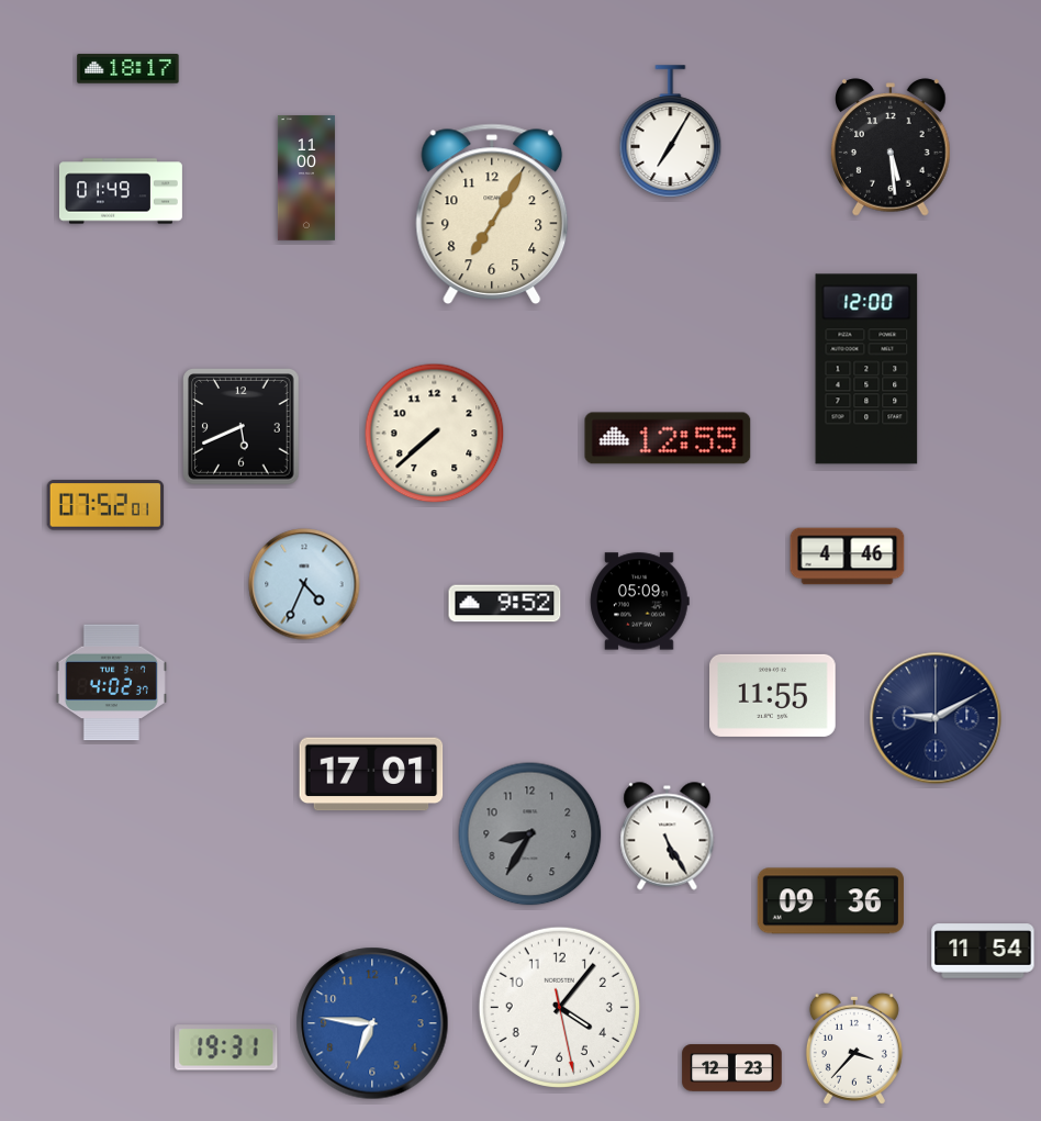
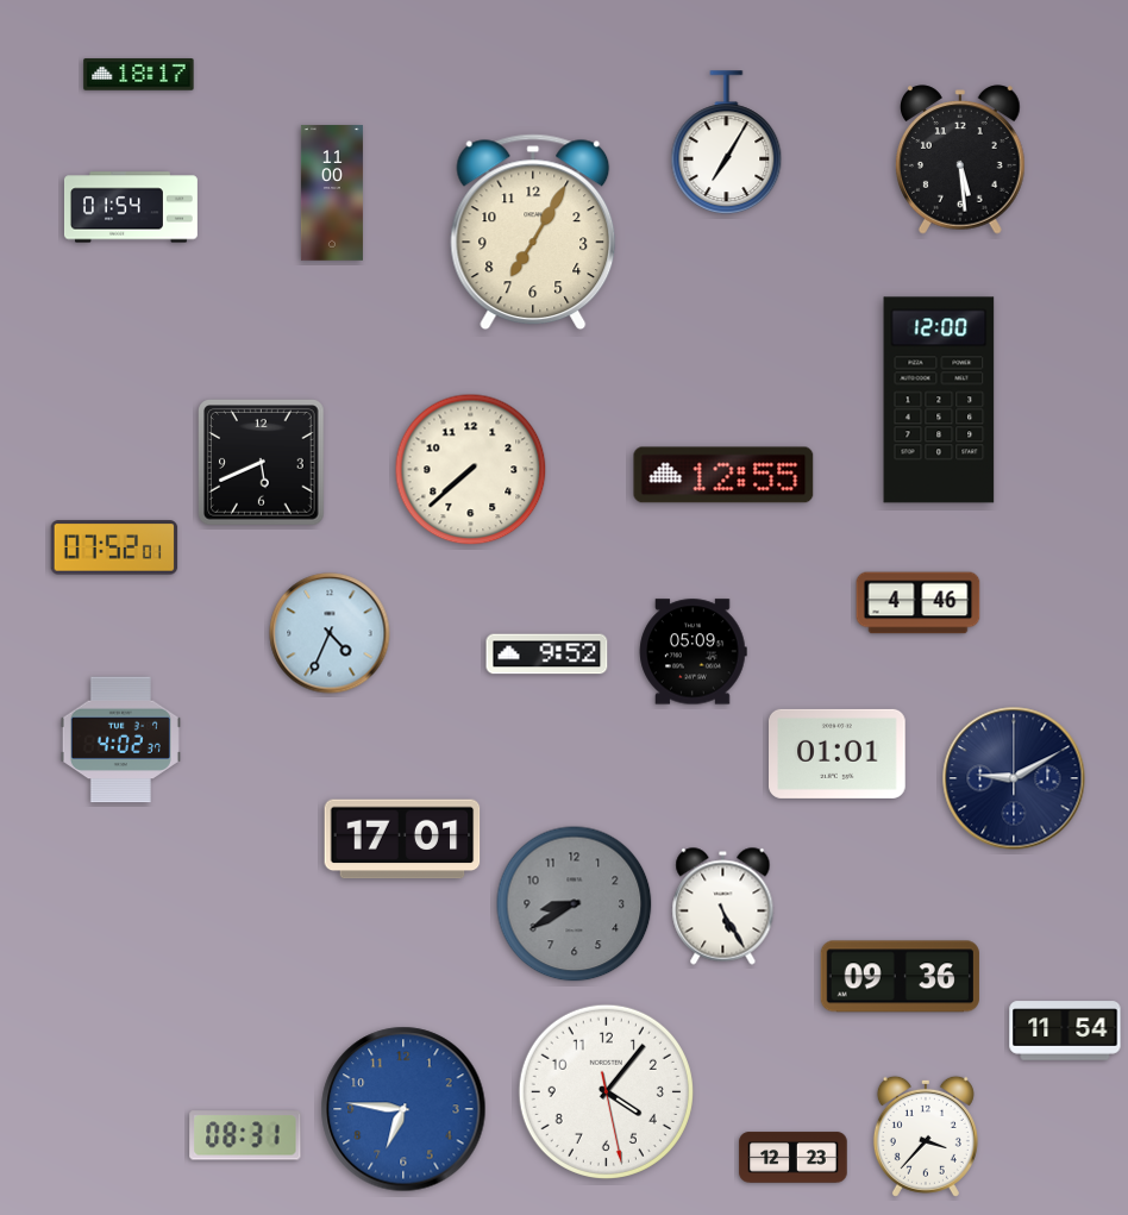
clock at (892, 147) position: (892, 147) -> (961, 159)
clock at (121, 191): 01:49 -> 01:54
clock at (773, 695): 11:55 -> 01:01
clock at (530, 834): 8:35 -> 8:40
clock at (226, 1047): 19:31 -> 08:31
